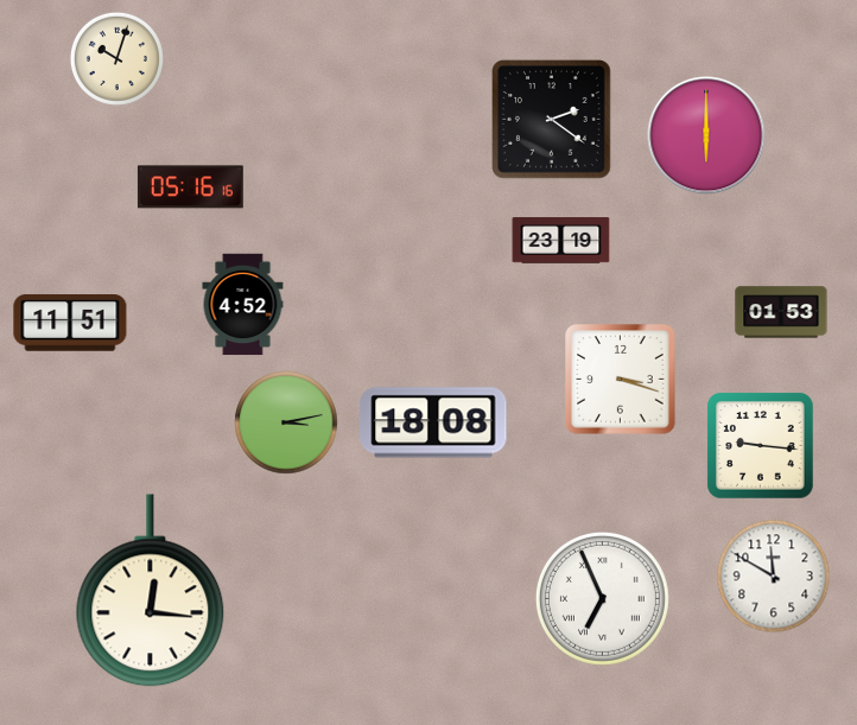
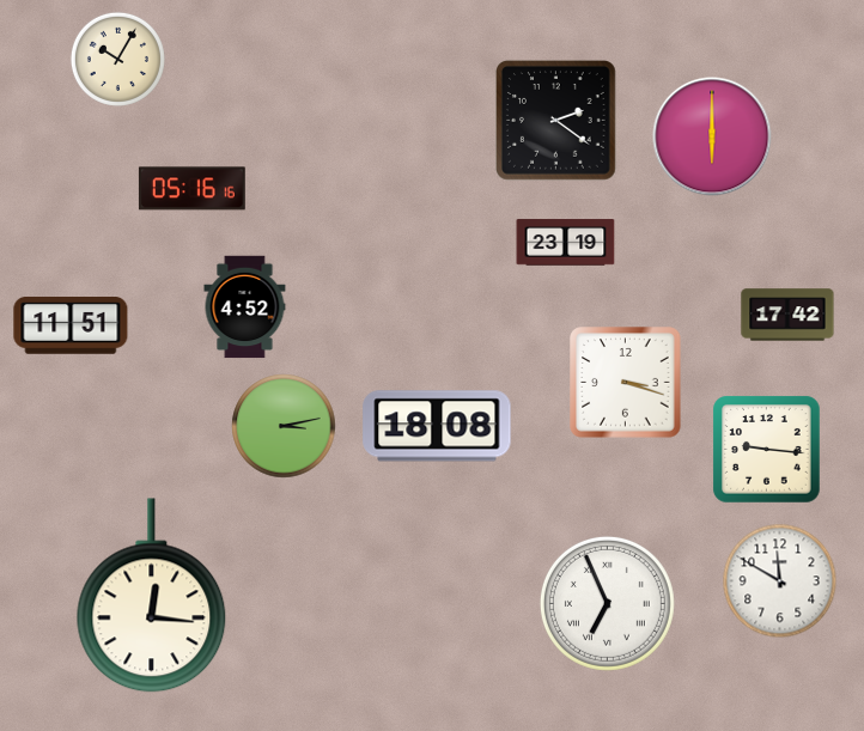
clock at (116, 58): 10:03 -> 10:05
clock at (781, 312): 01:53 -> 17:42
clock at (286, 422) position: (286, 422) -> (284, 426)
